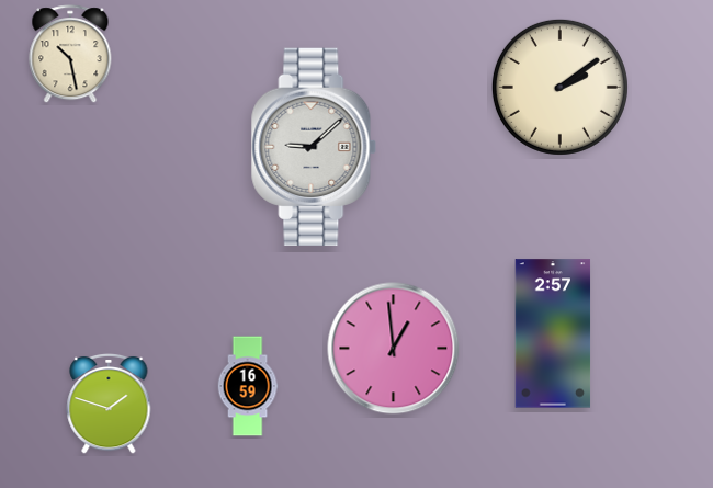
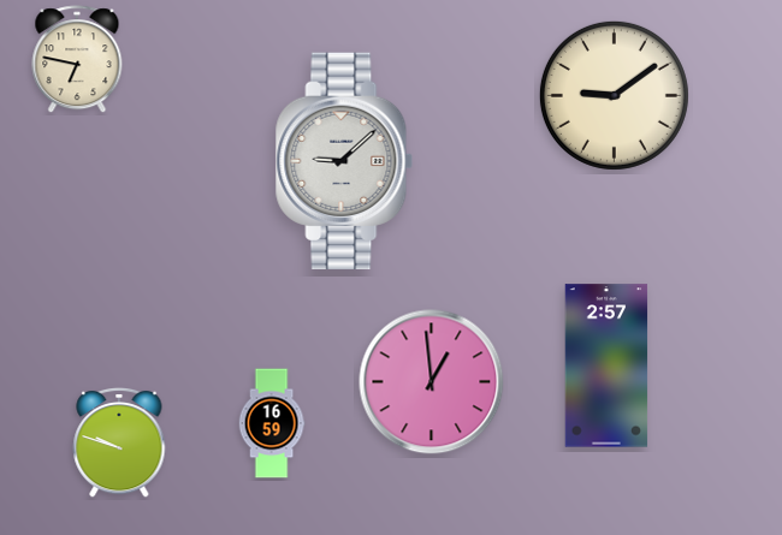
clock at (70, 55): 10:28 -> 6:47
clock at (559, 87): 2:09 -> 9:09
clock at (109, 404): 1:48 -> 9:48
